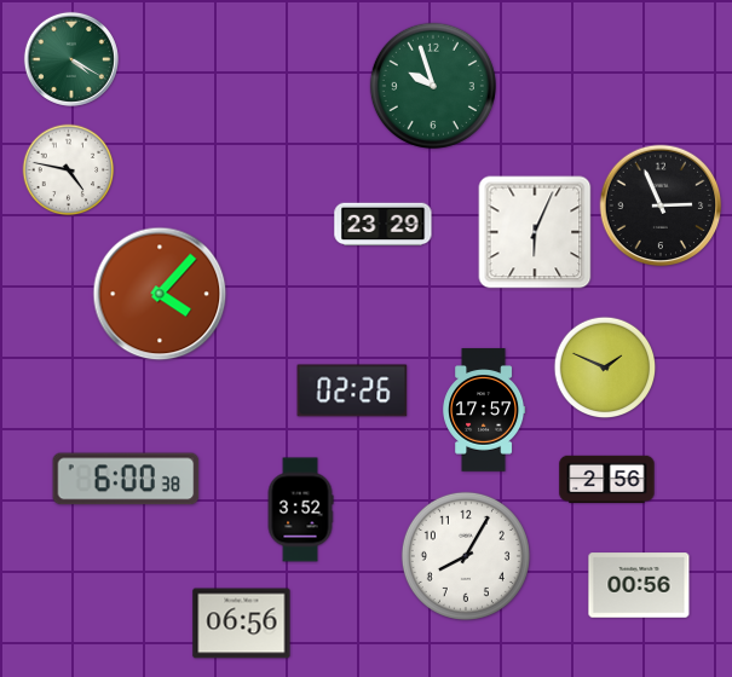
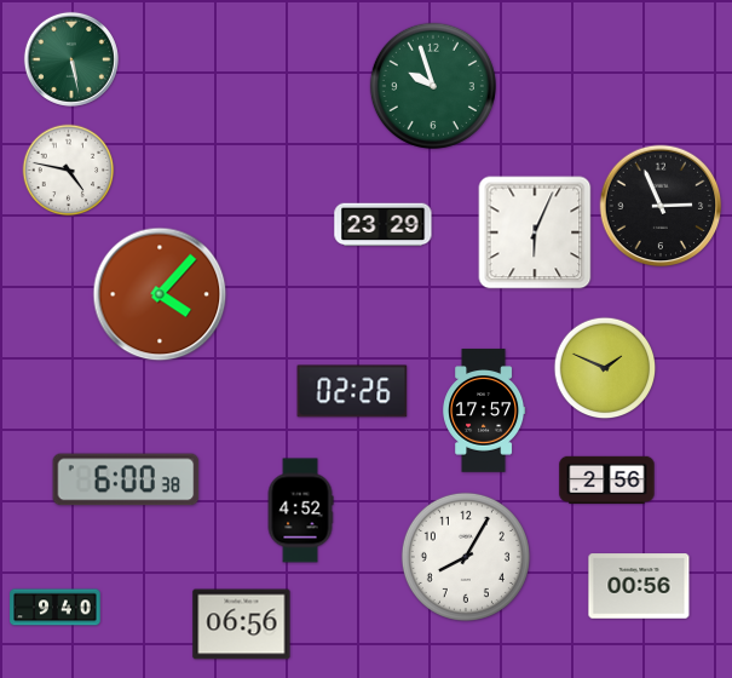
clock at (71, 59): 4:20 -> 5:28
clock at (300, 510): 3:52 -> 4:52
clock at (56, 608): none -> 9:40
